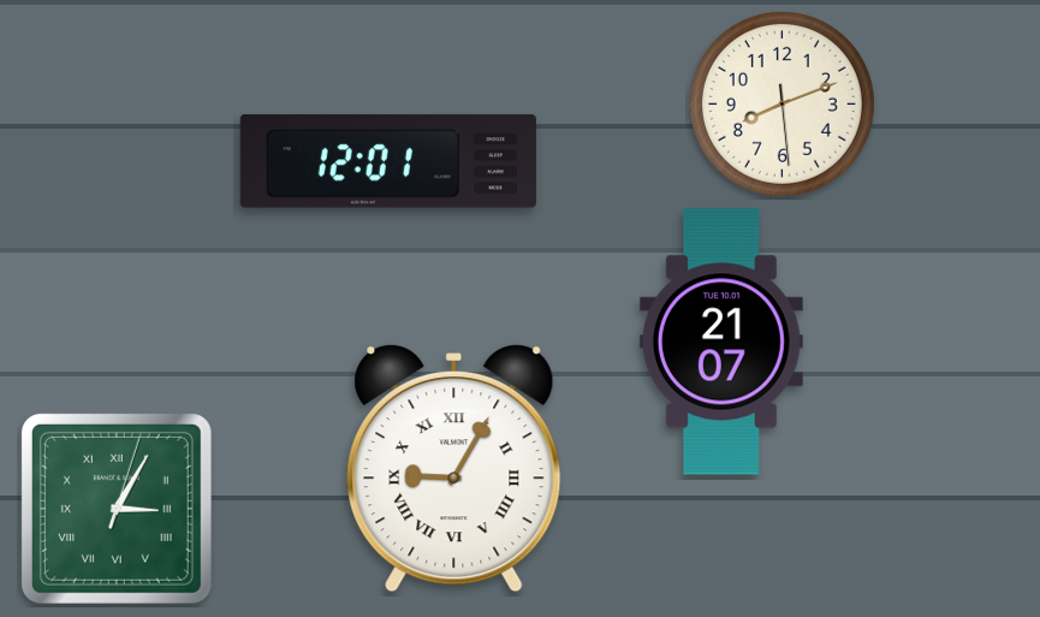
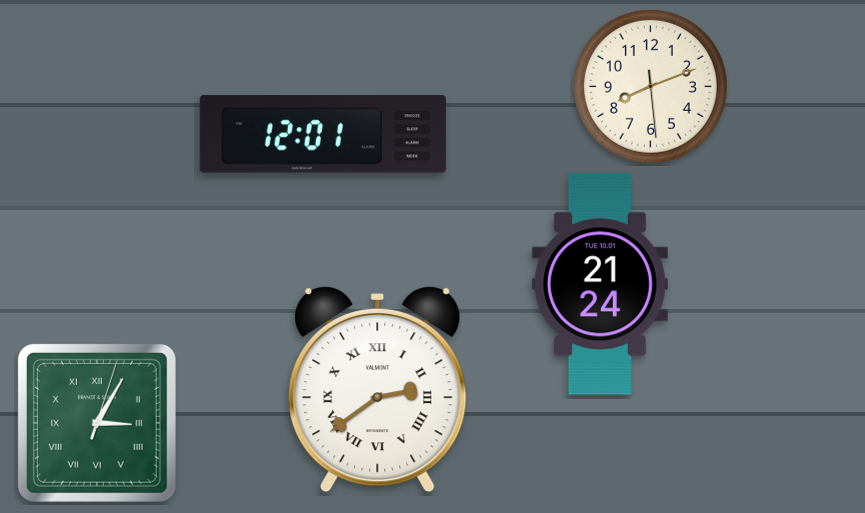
clock at (721, 342): 21:07 -> 21:24
clock at (454, 468): 9:05 -> 2:39
